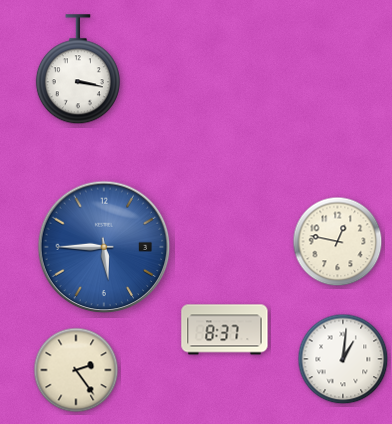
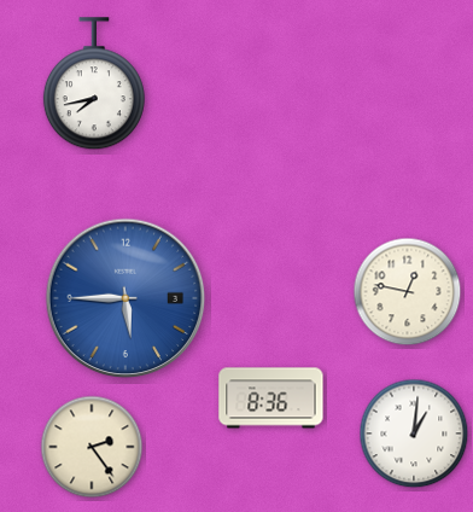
clock at (78, 70): 3:17 -> 7:43
clock at (225, 330): 8:37 -> 8:36
